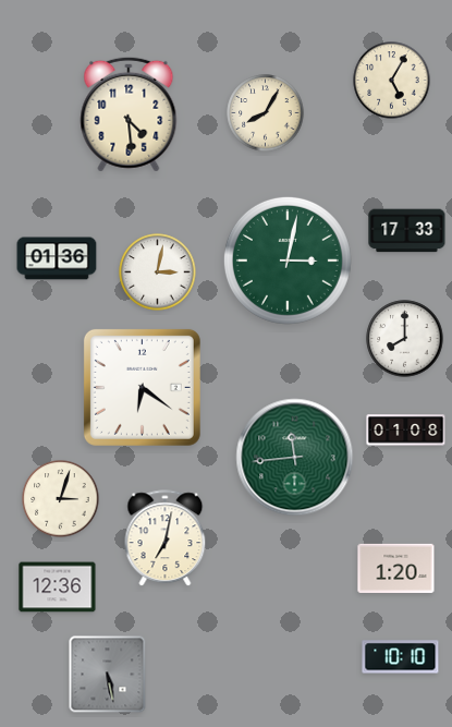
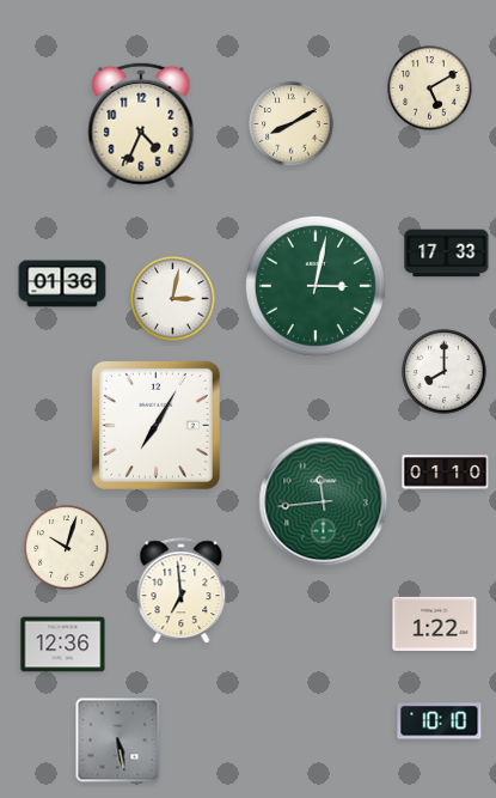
clock at (392, 81): 5:05 -> 5:10
clock at (266, 113): 8:05 -> 8:10
clock at (129, 114): 4:29 -> 4:34
clock at (142, 387): 6:21 -> 7:05
clock at (406, 431): 01:08 -> 01:10
clock at (61, 499): 3:03 -> 10:03
clock at (166, 538): 7:02 -> 6:59
clock at (396, 568): 1:20 -> 1:22
